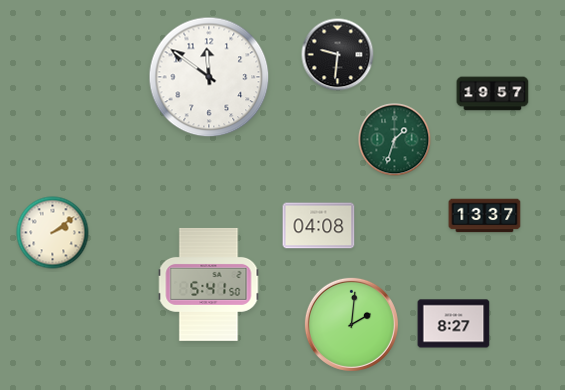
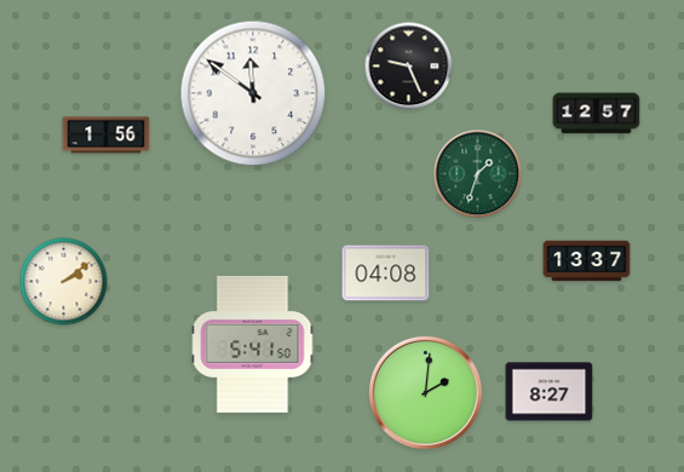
clock at (338, 55): 9:31 -> 9:26
clock at (493, 94): 19:57 -> 12:57
clock at (107, 136): none -> 1:56
clock at (395, 140) position: (395, 140) -> (478, 174)
